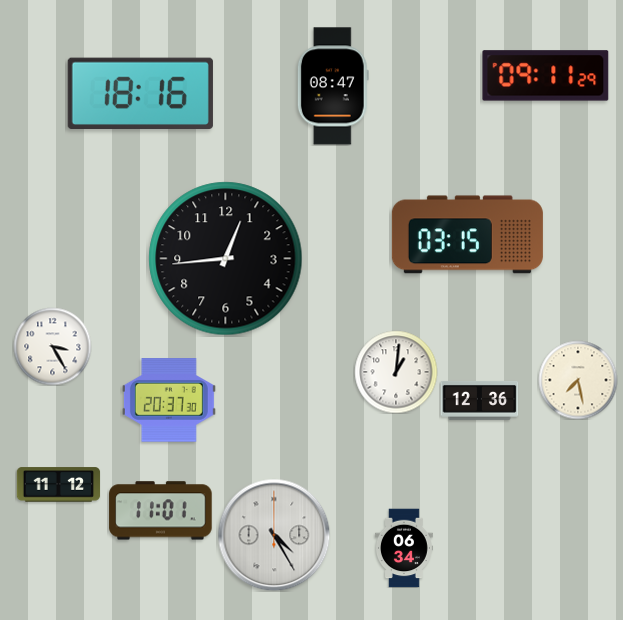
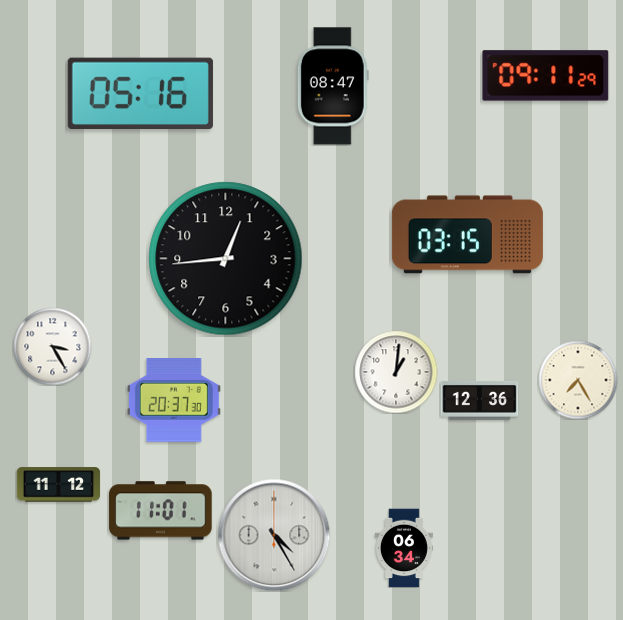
clock at (140, 93): 18:16 -> 05:16
clock at (578, 380): 7:28 -> 7:25
clock at (169, 400) position: (169, 400) -> (174, 400)
